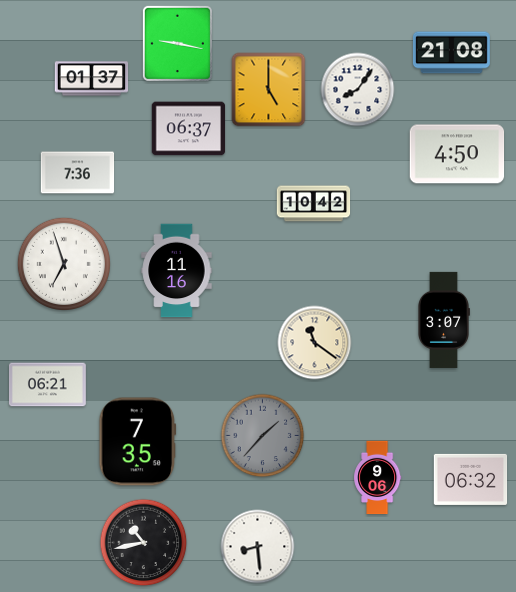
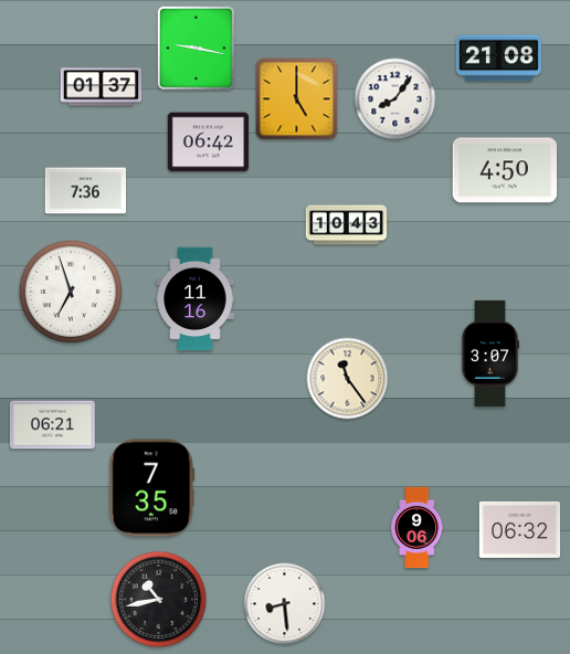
clock at (189, 129): 06:37 -> 06:42
clock at (314, 204): 10:42 -> 10:43
clock at (315, 343): 11:21 -> 11:24
clock at (263, 436): 1:37 -> none
